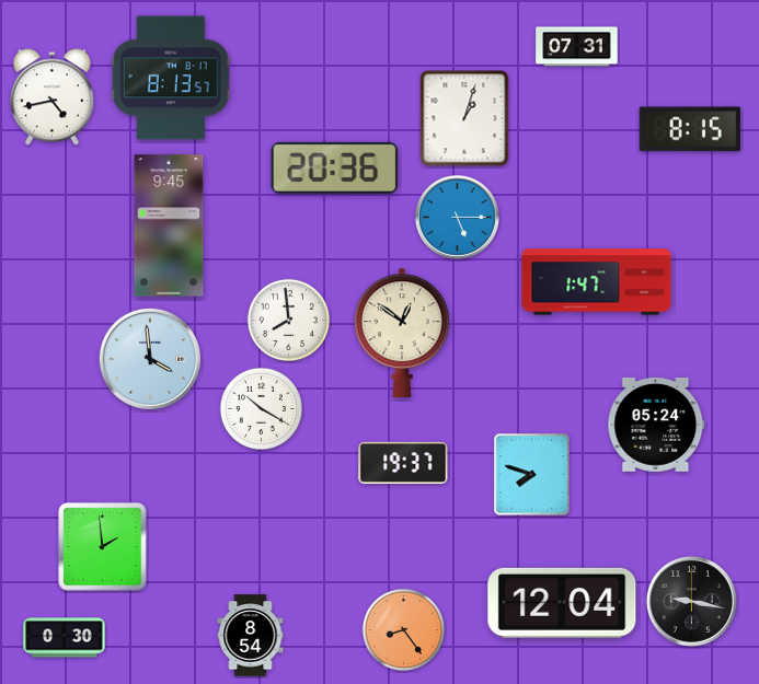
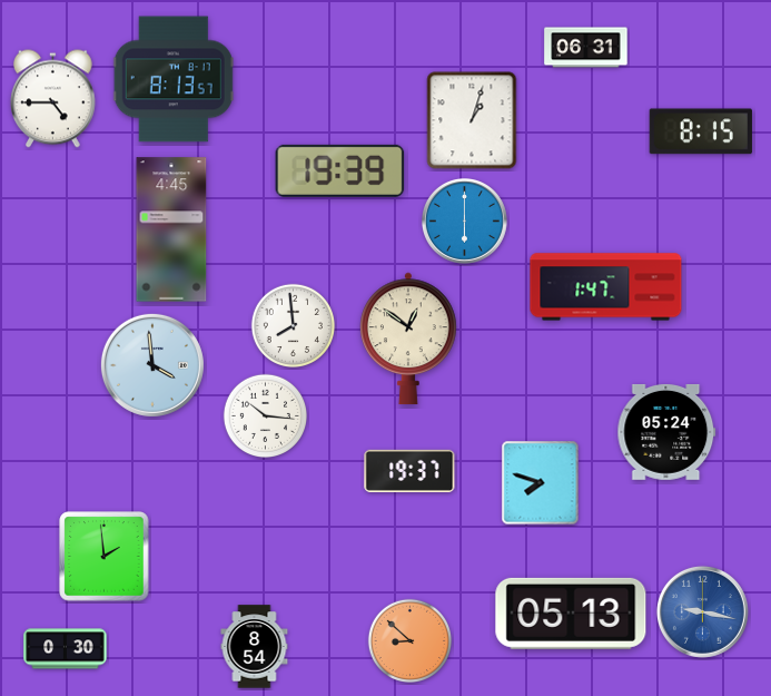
clock at (577, 47): 07:31 -> 06:31
clock at (53, 97): 4:43 -> 4:45
clock at (335, 167): 20:36 -> 19:39
clock at (458, 218): 5:15 -> 6:00
clock at (169, 225): 9:45 -> 4:45
clock at (261, 408): 10:20 -> 10:16
clock at (691, 601) dial: black -> blue
clock at (562, 603): 12:04 -> 05:13
clock at (403, 629): 8:24 -> 8:52
